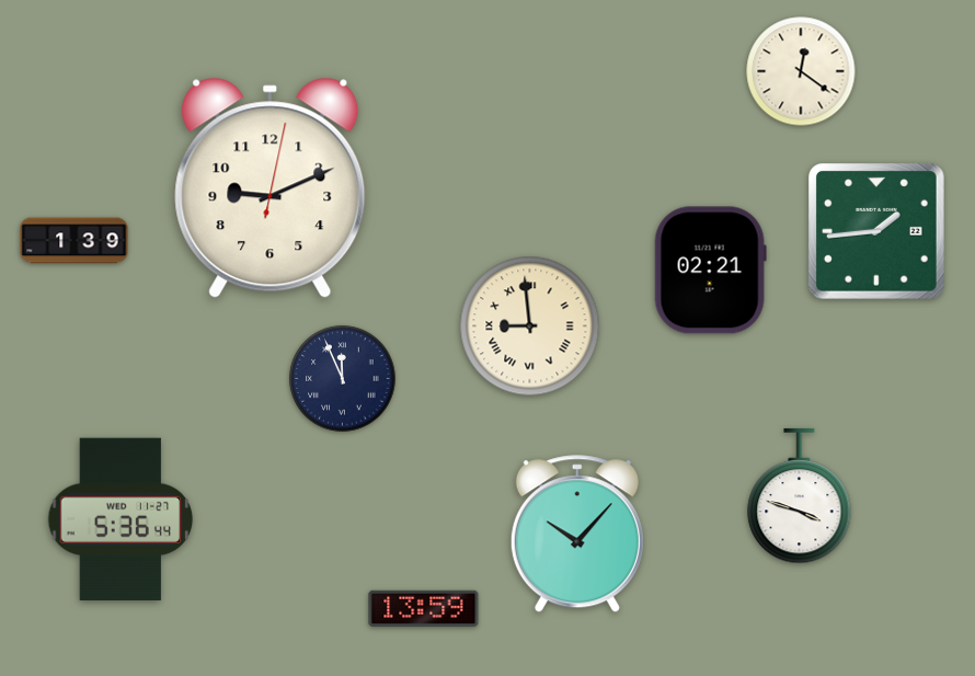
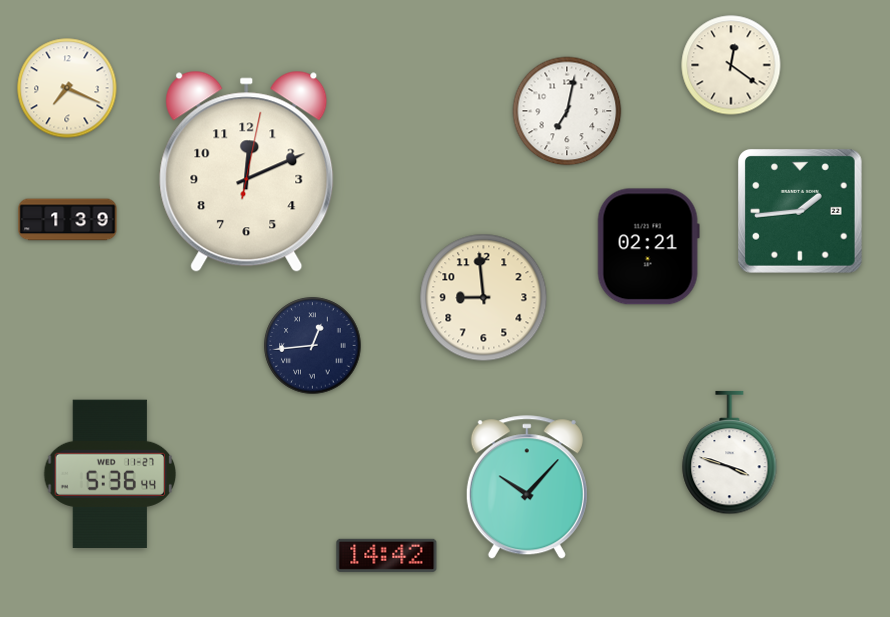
clock at (67, 88): none -> 7:19
clock at (567, 111): none -> 7:02
clock at (271, 187): 9:11 -> 12:11
clock at (530, 326) numerals: Roman -> Arabic
clock at (343, 379): 11:56 -> 12:44
clock at (424, 608): 13:59 -> 14:42
